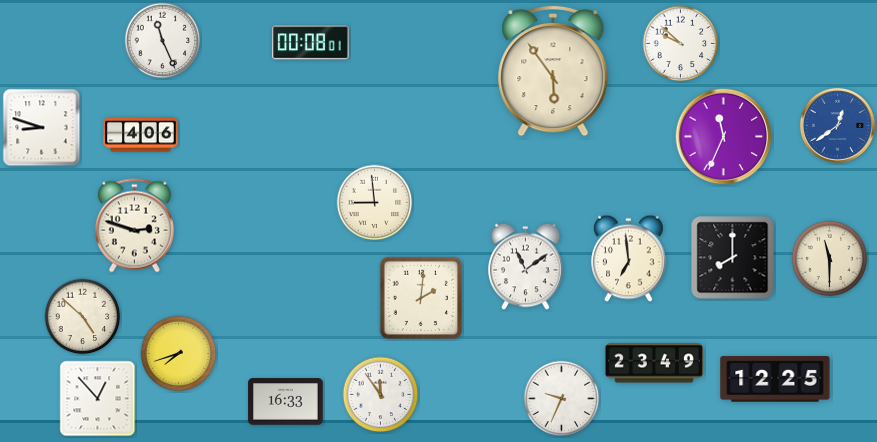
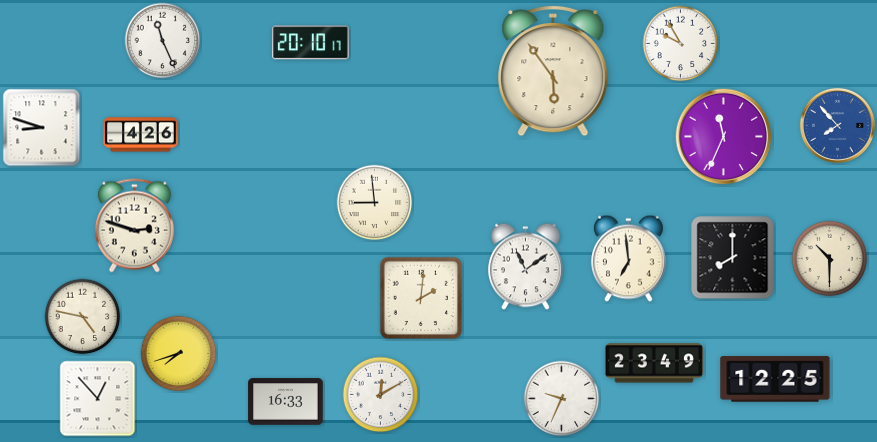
clock at (311, 43): 00:08 -> 20:10
clock at (681, 44): 9:52 -> 9:55
clock at (837, 125): 12:39 -> 7:53
clock at (141, 135): 4:06 -> 4:26
clock at (830, 259): 11:30 -> 10:30
clock at (83, 317): 4:52 -> 4:47
clock at (381, 395): 11:54 -> 12:10
